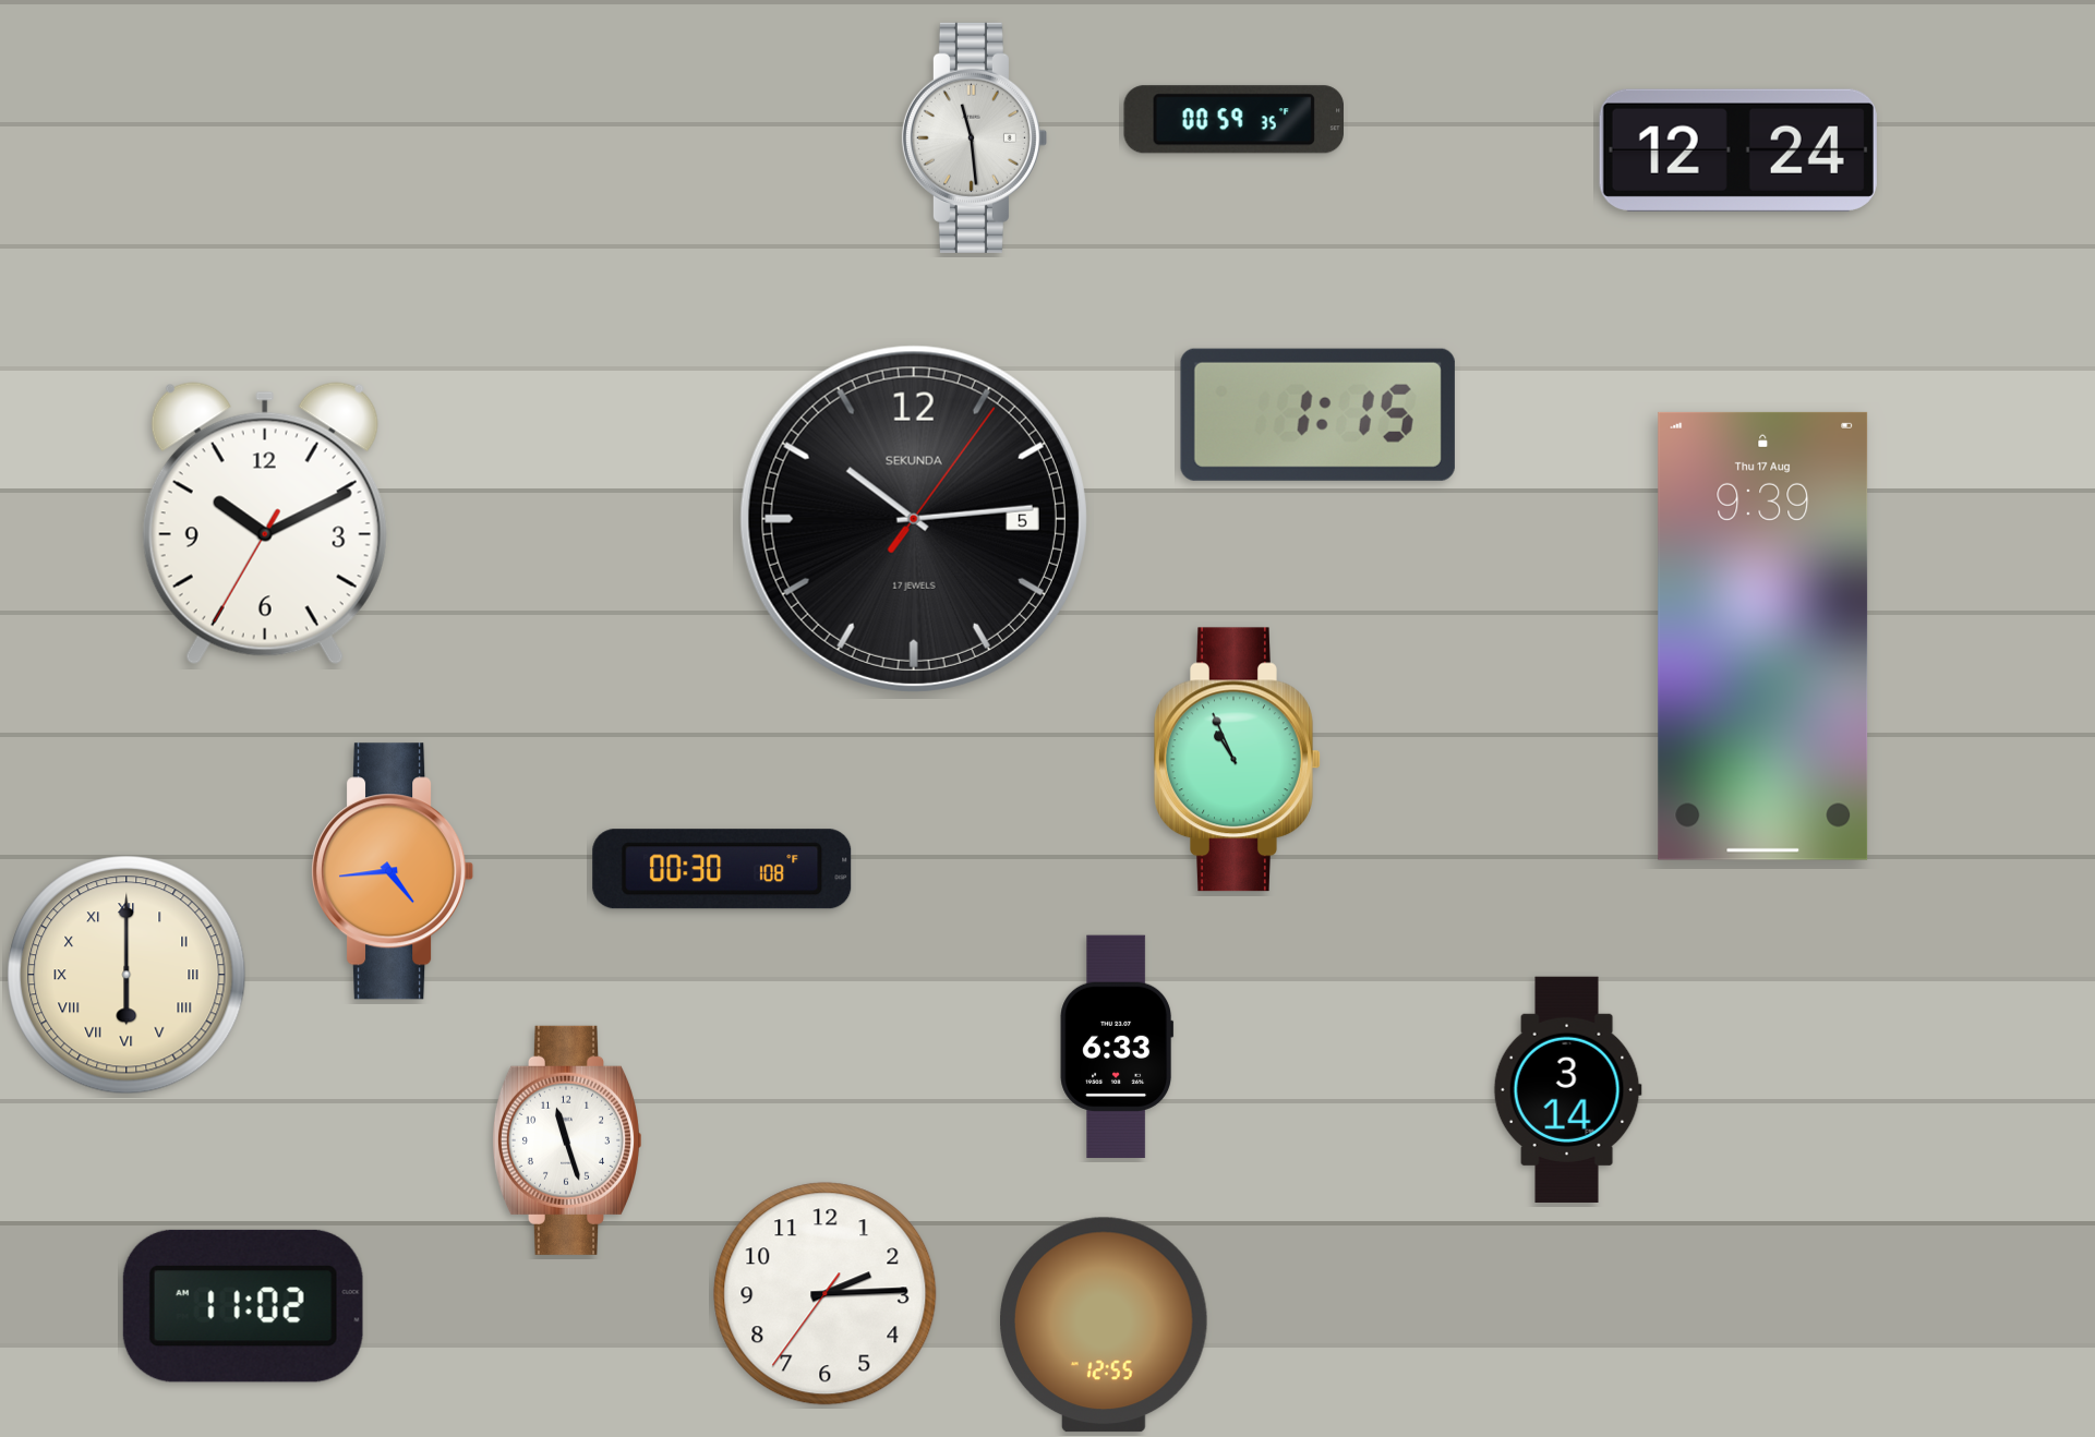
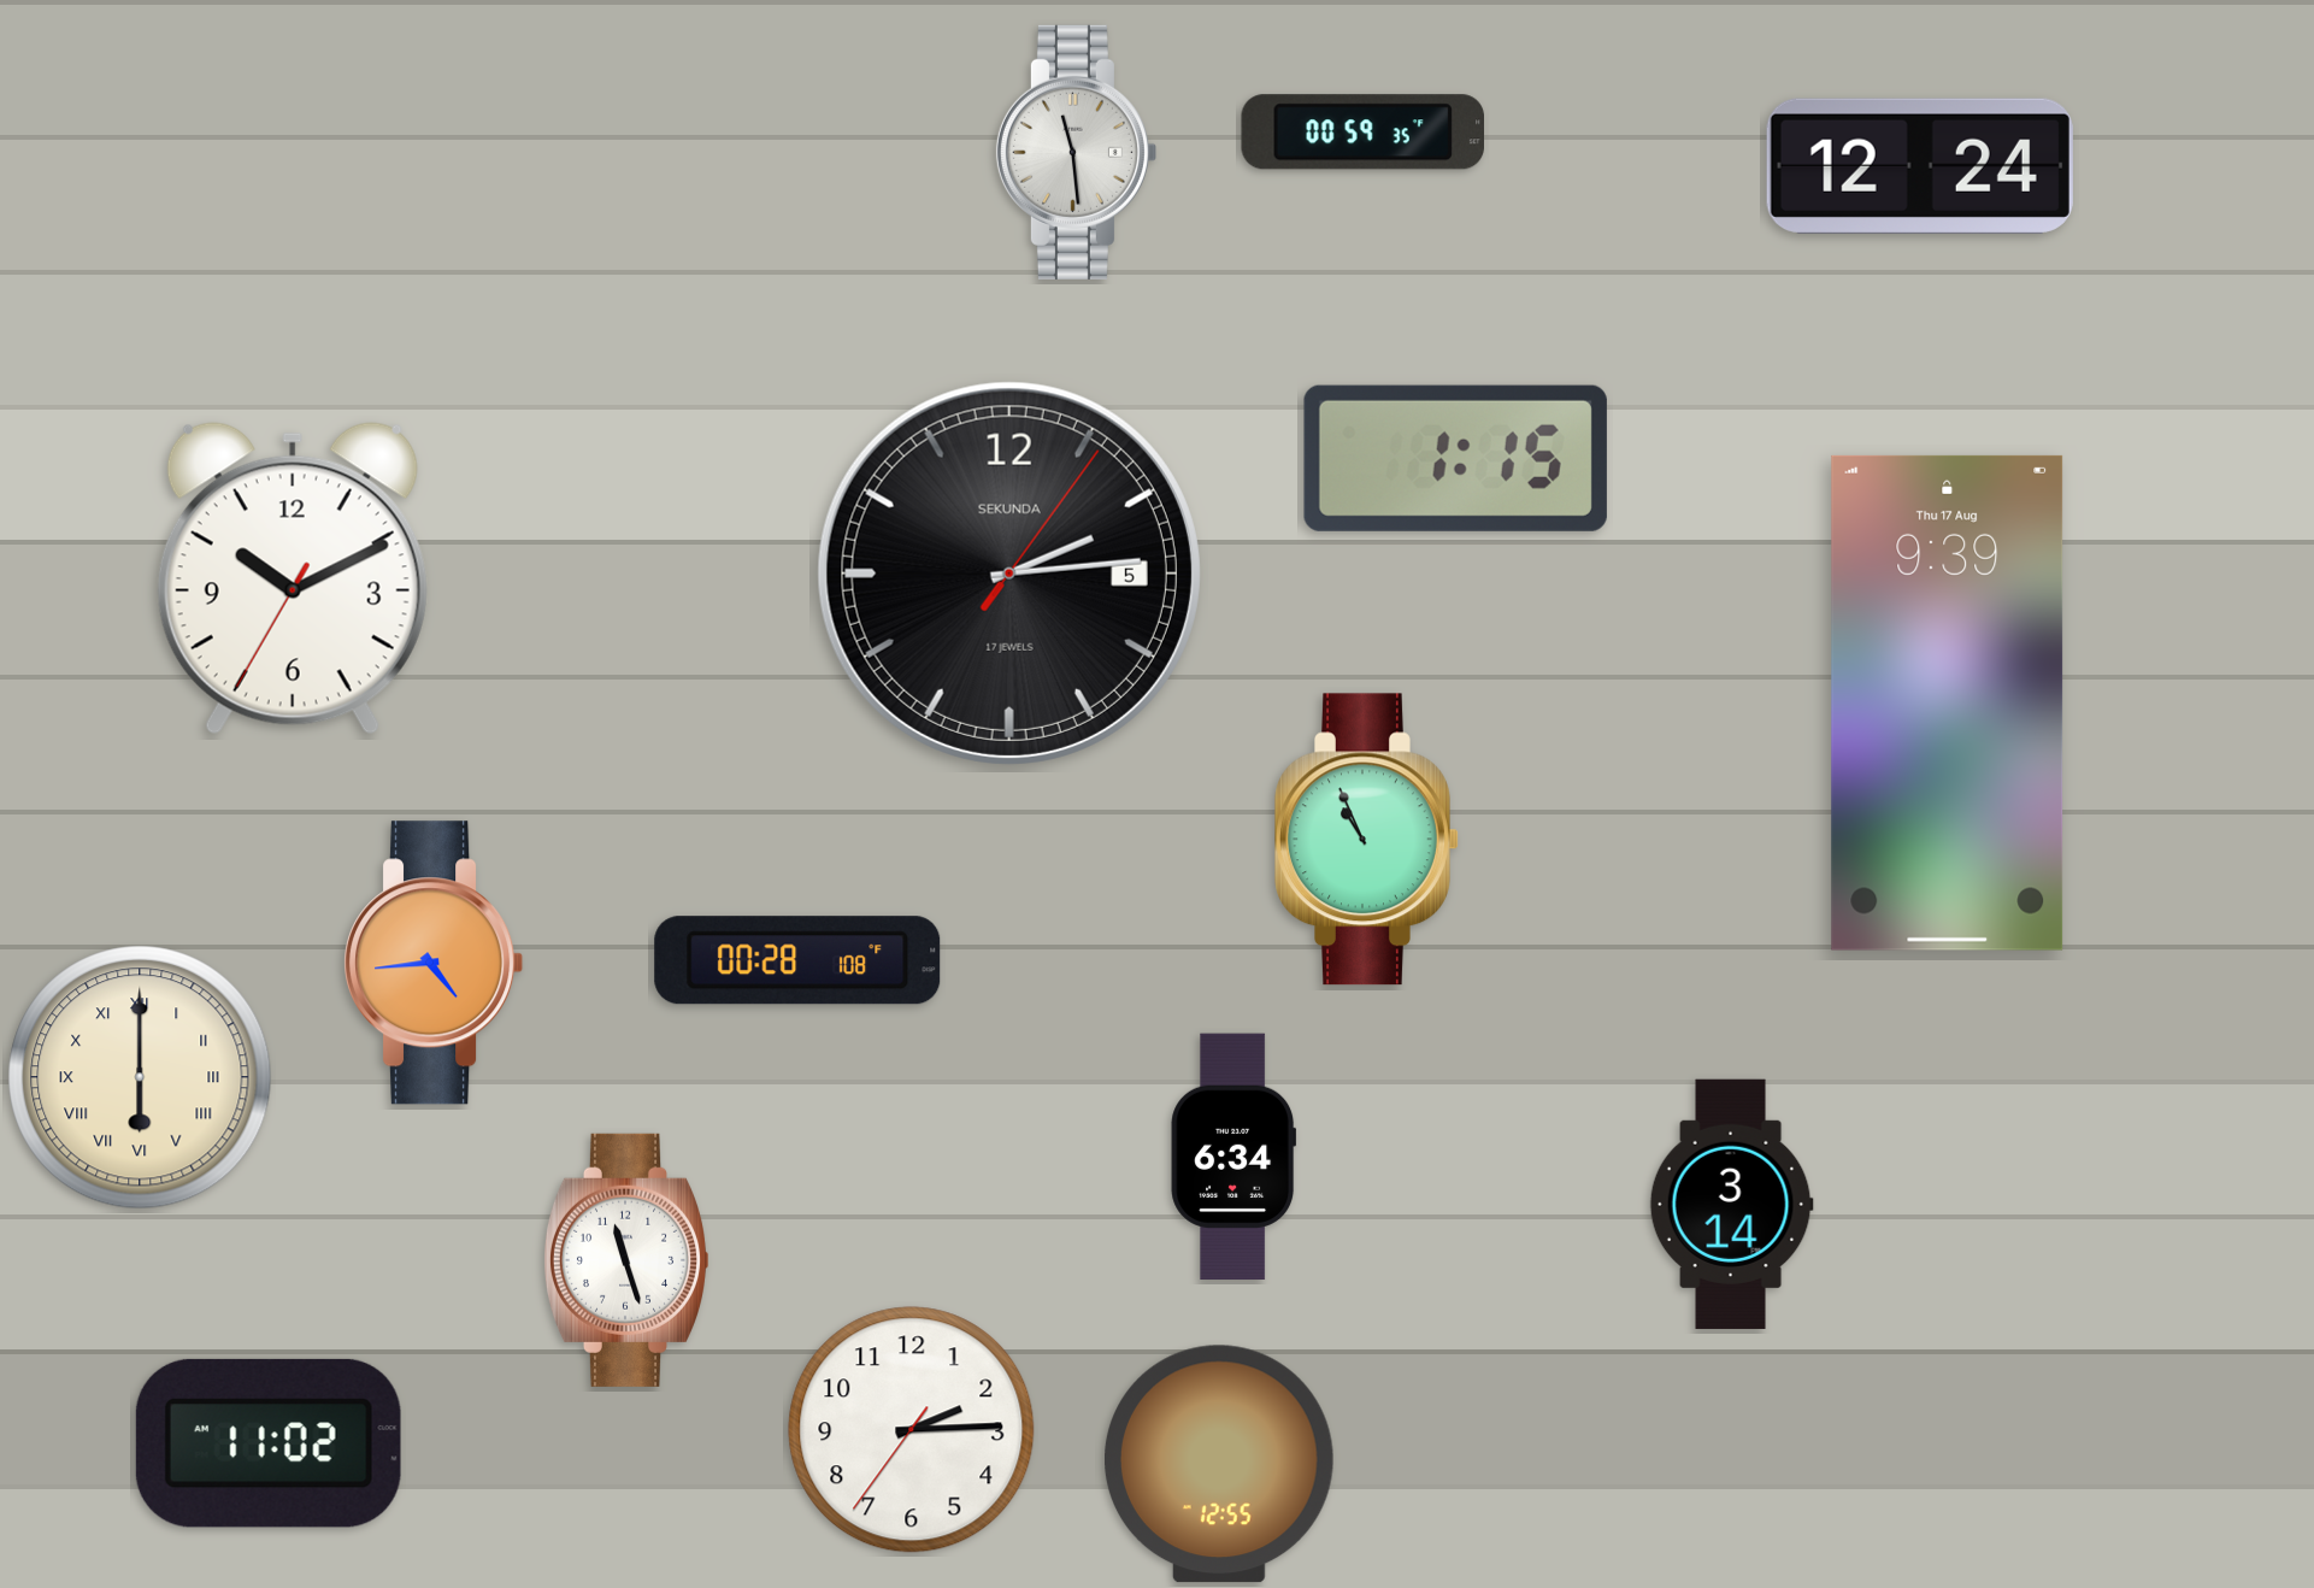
clock at (914, 519): 10:14 -> 2:14
clock at (722, 869): 00:30 -> 00:28
clock at (1117, 1047): 6:33 -> 6:34
